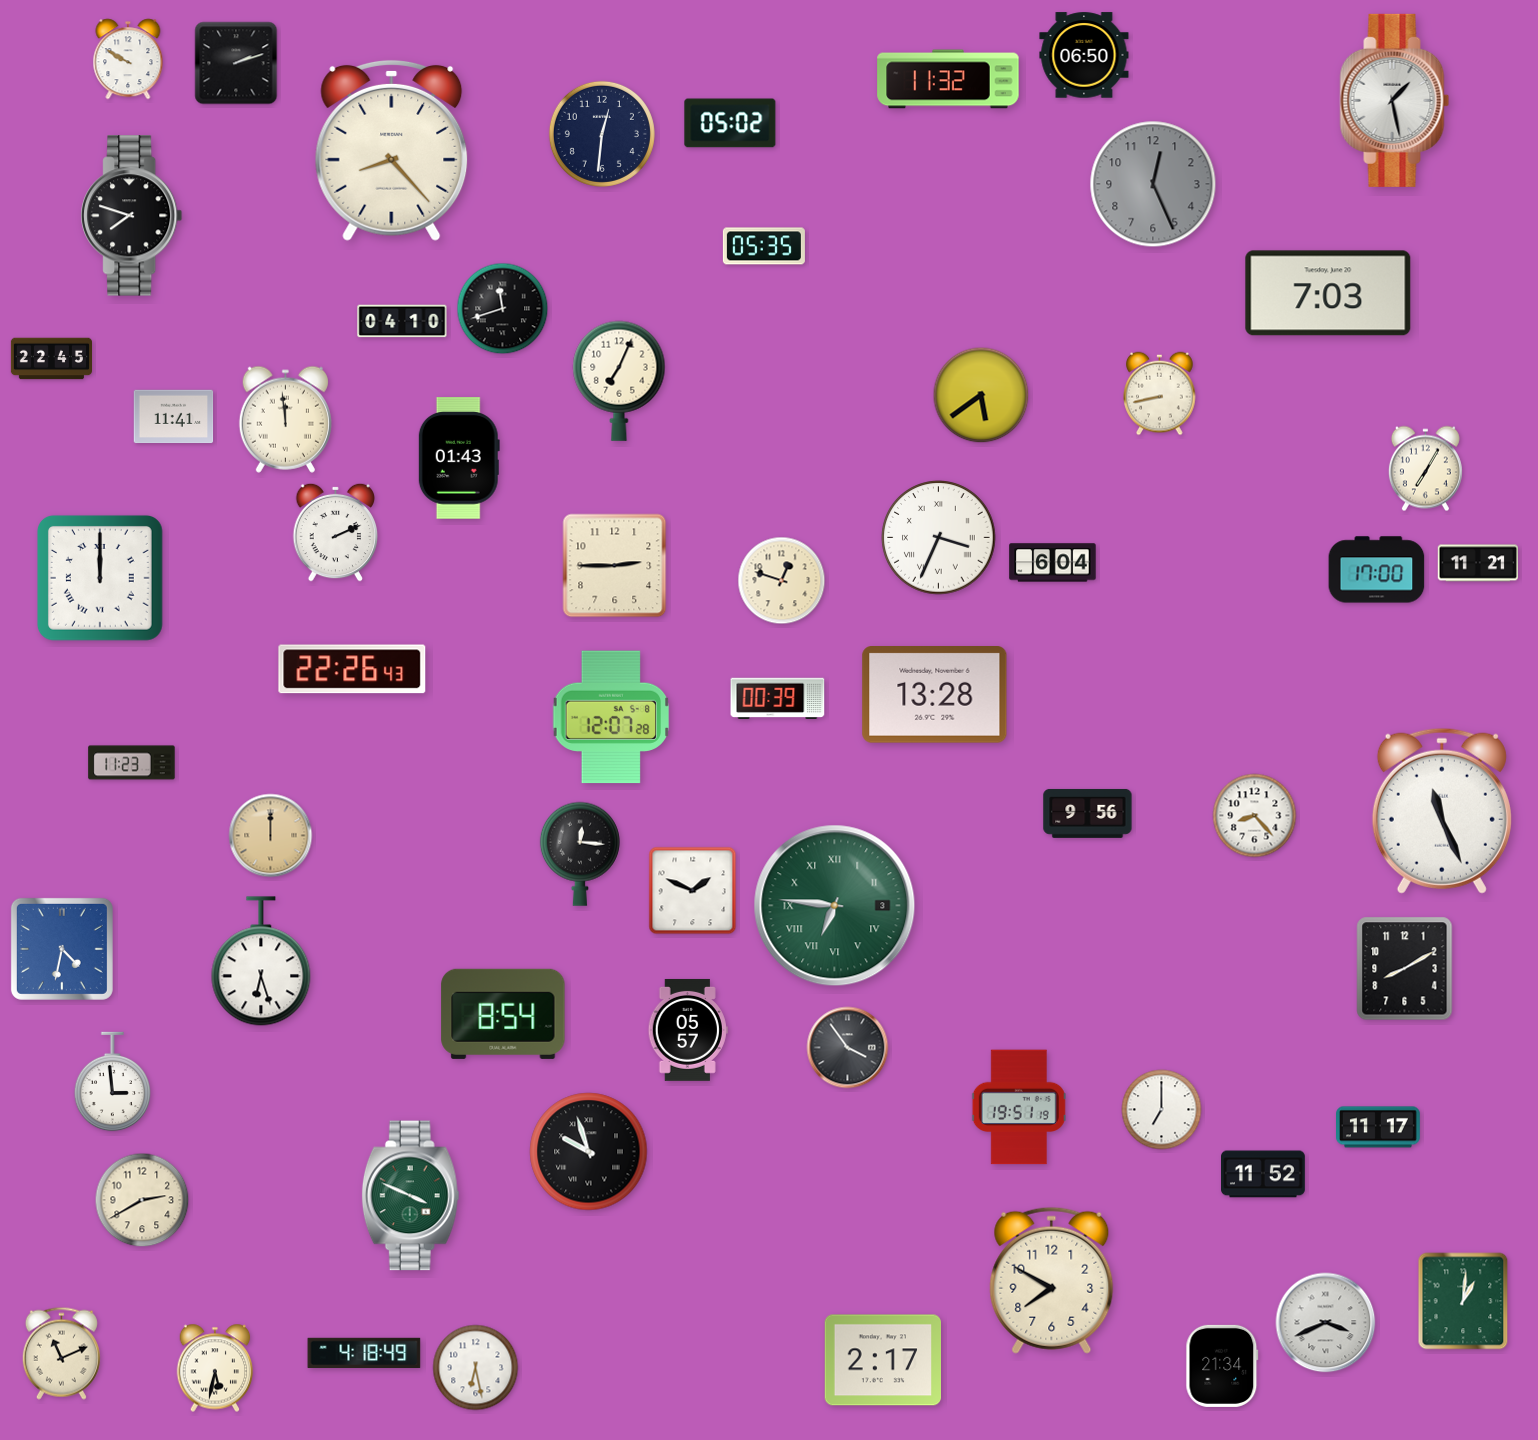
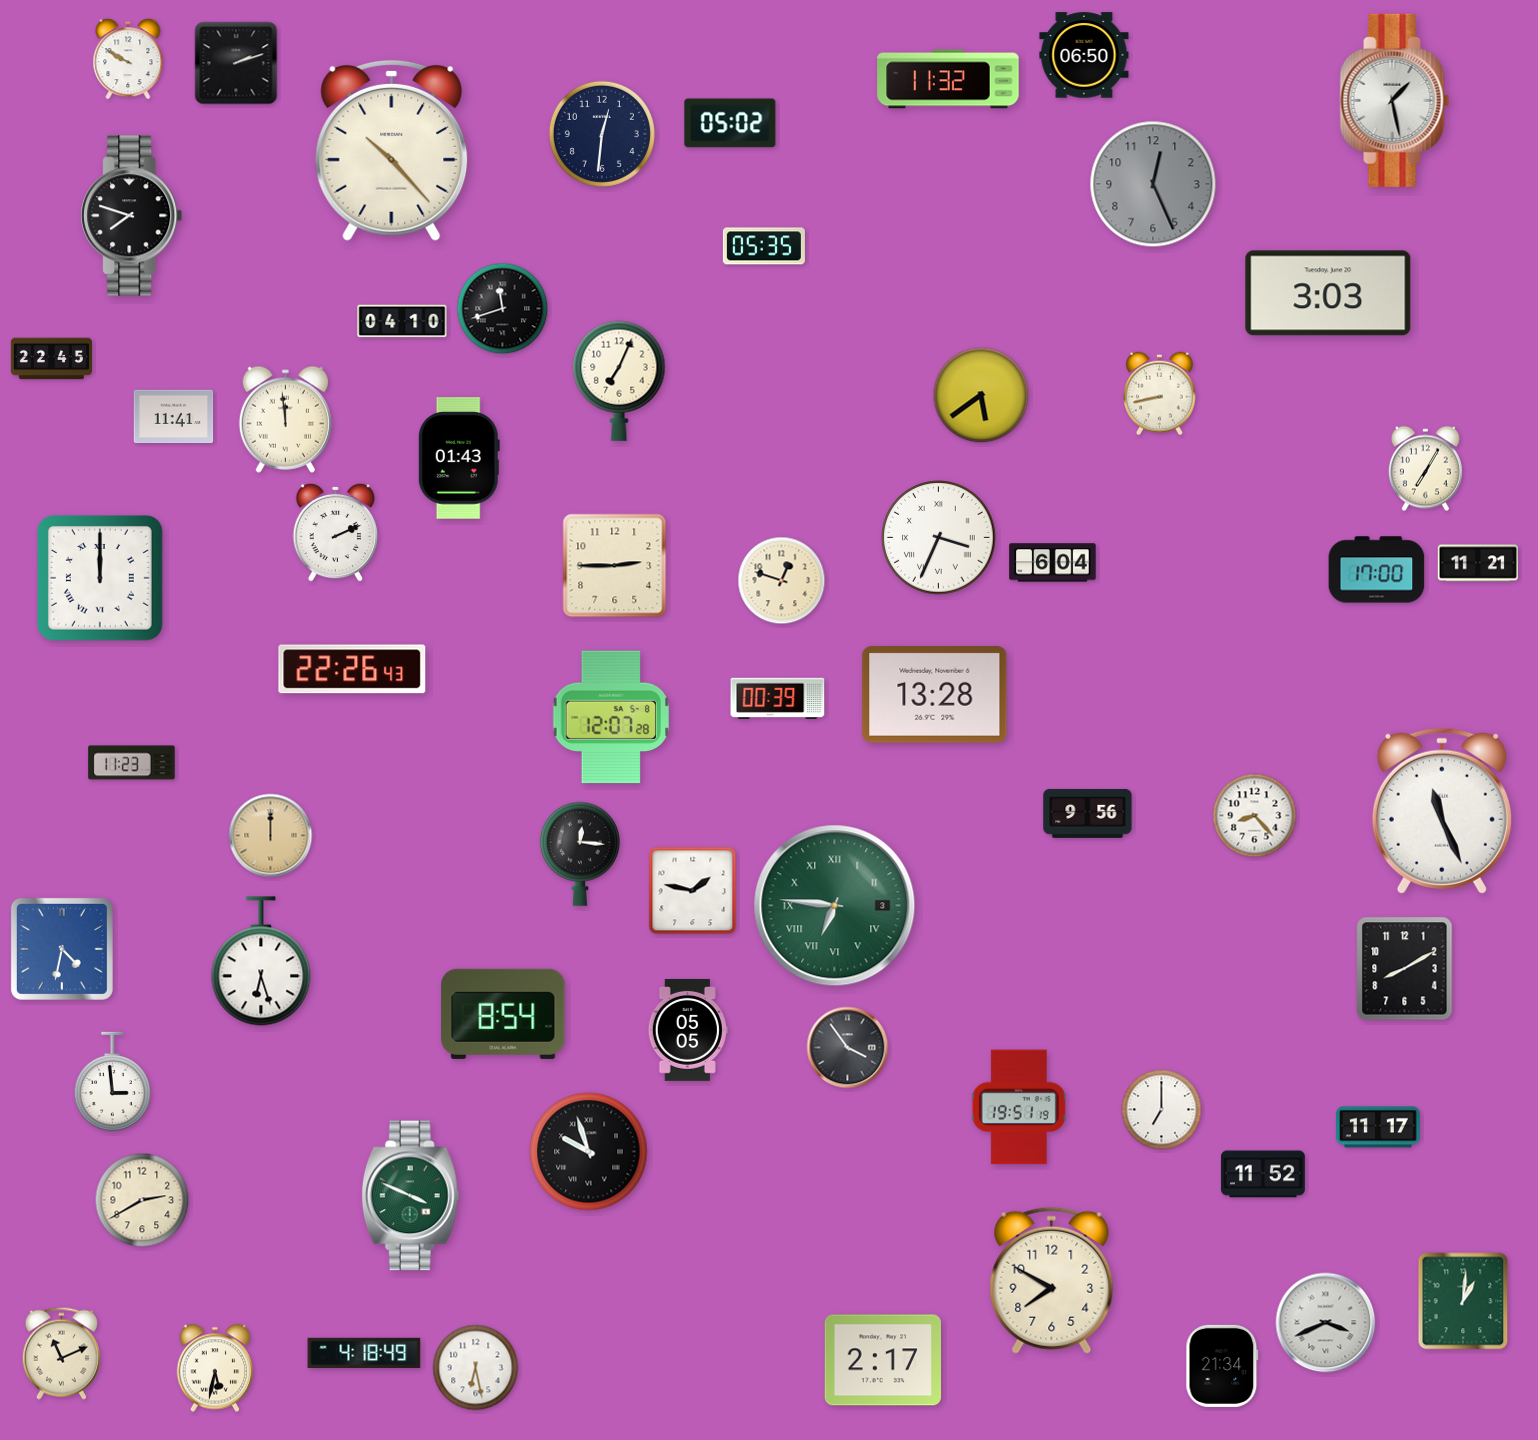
clock at (392, 150): 8:23 -> 10:23
clock at (1328, 293): 7:03 -> 3:03
clock at (693, 891): 1:49 -> 1:47
clock at (688, 1030): 05:57 -> 05:05
